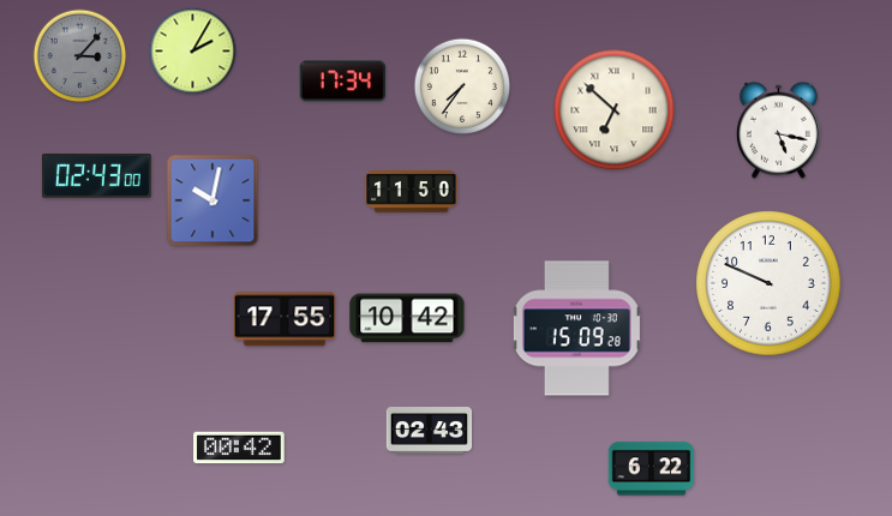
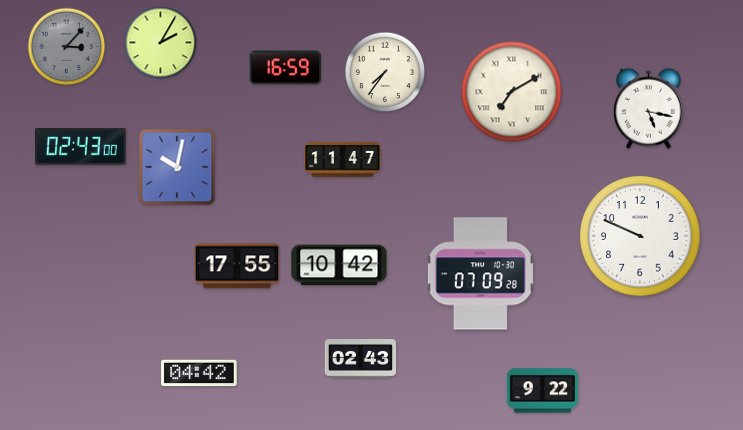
clock at (342, 82): 17:34 -> 16:59
clock at (615, 110): 6:52 -> 7:10
clock at (412, 192): 11:50 -> 11:47
clock at (576, 329): 15:09 -> 07:09
clock at (430, 431) position: (430, 431) -> (361, 359)
clock at (239, 448): 00:42 -> 04:42
clock at (652, 469): 6:22 -> 9:22
